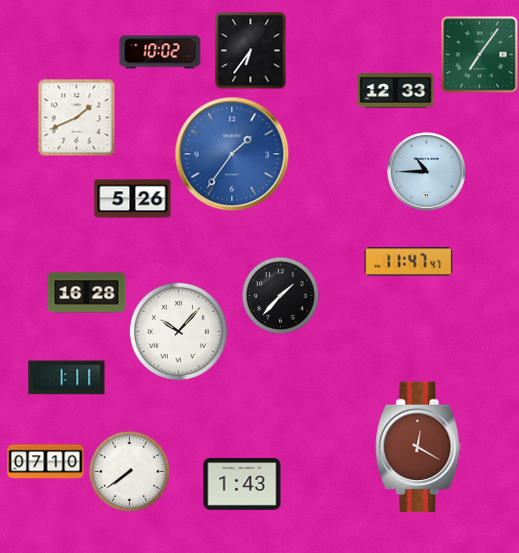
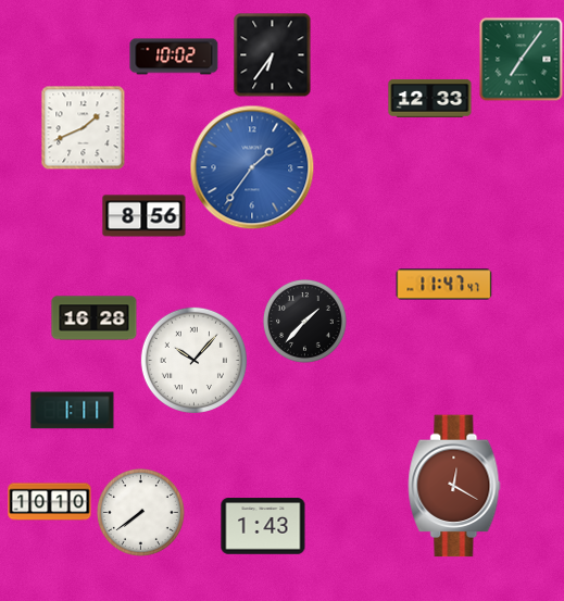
clock at (427, 172): 10:45 -> none
clock at (133, 199): 5:26 -> 8:56
clock at (46, 462): 07:10 -> 10:10
